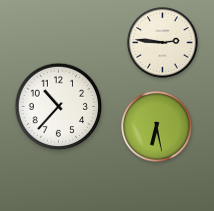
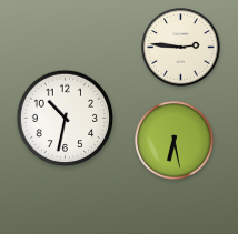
clock at (59, 107): 10:37 -> 10:32
